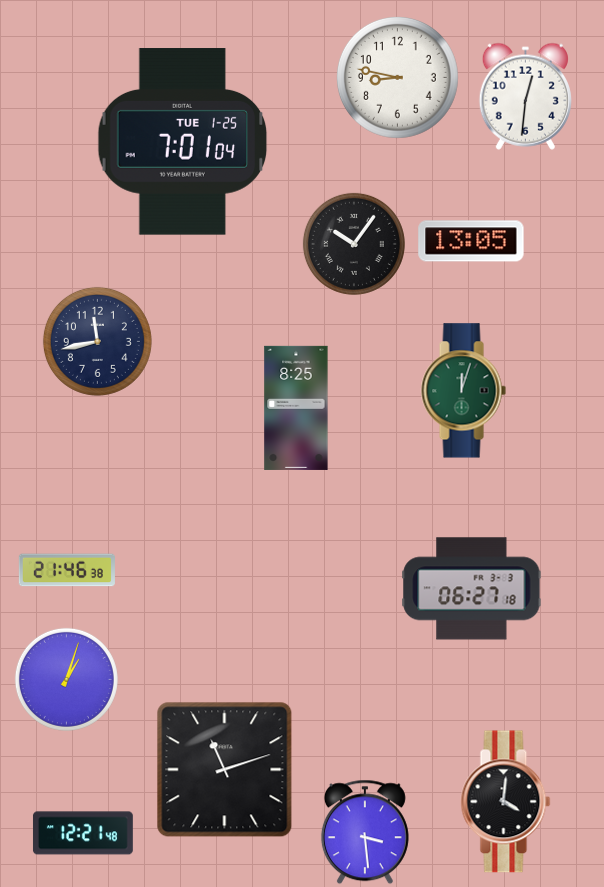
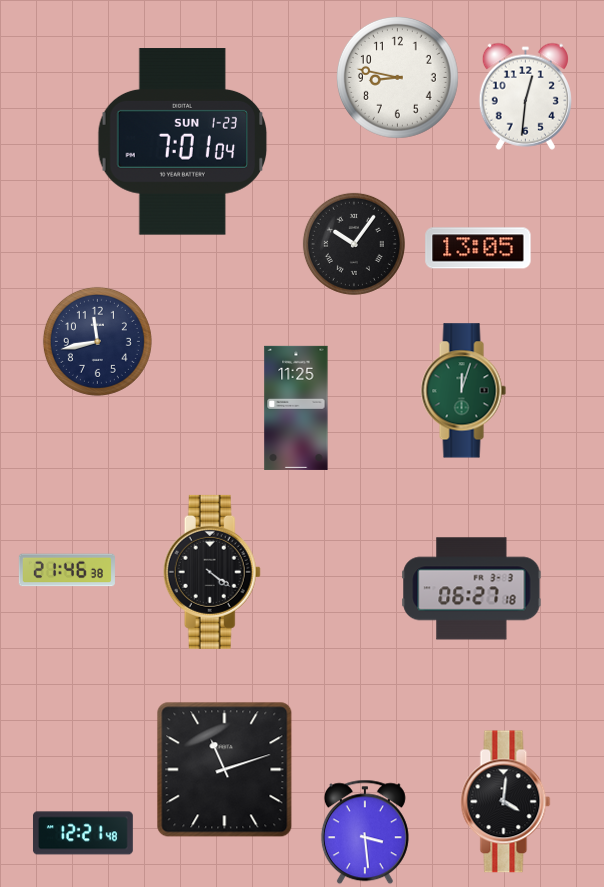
clock at (183, 142) date: TUE 1-25 -> SUN 1-23
clock at (471, 241) position: (471, 241) -> (478, 248)
clock at (296, 408): 8:25 -> 11:25
clock at (212, 572): none -> 4:21
clock at (66, 679): 1:03 -> none
